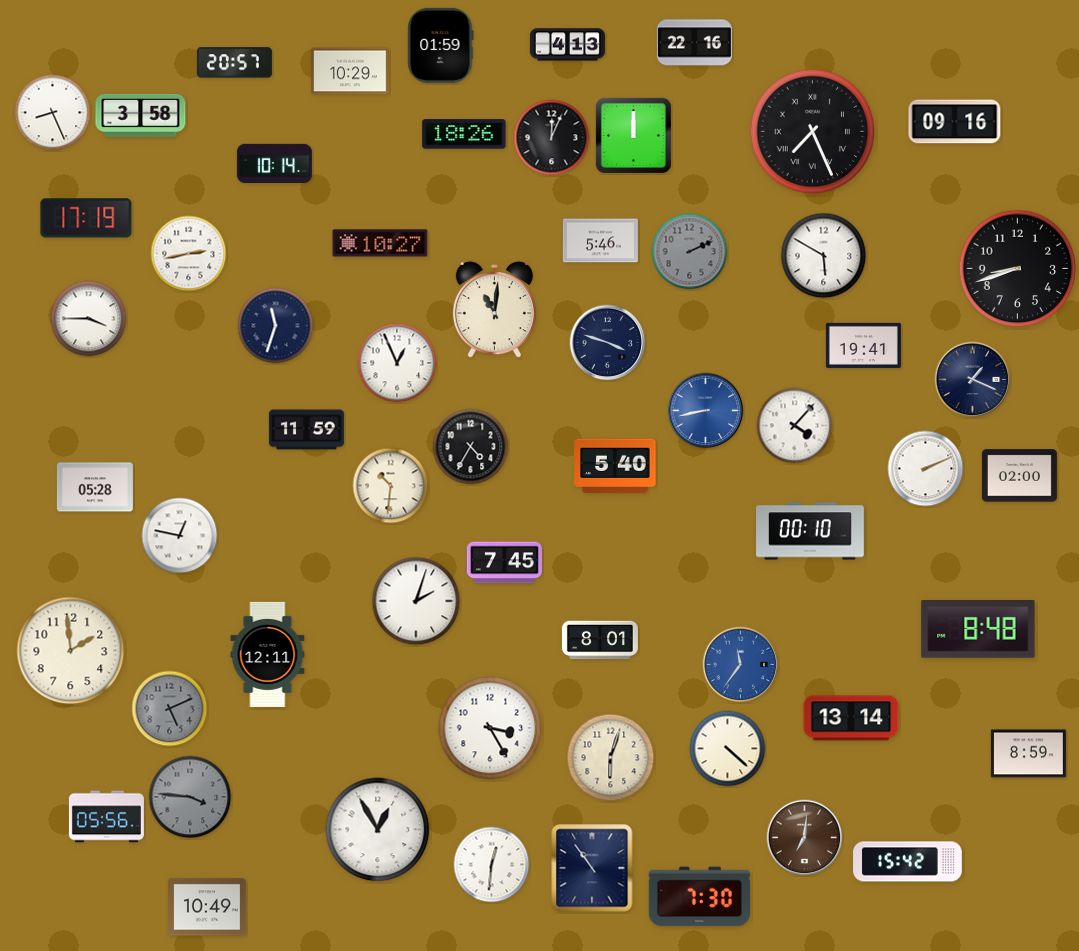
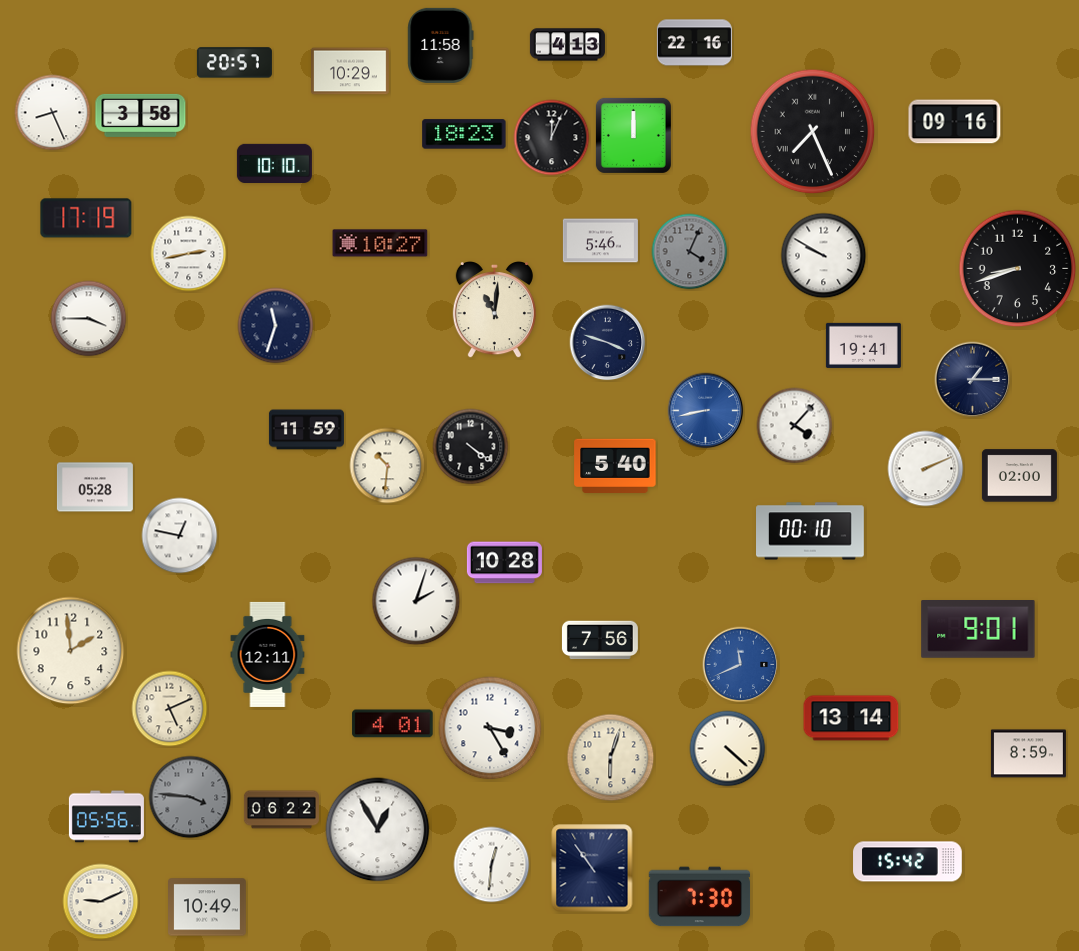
clock at (441, 45): 01:59 -> 11:58
clock at (464, 134): 18:26 -> 18:23
clock at (274, 163): 10:14 -> 10:10
clock at (690, 252): 2:11 -> 4:04
clock at (824, 256): 5:50 -> 9:50
clock at (397, 363): 12:56 -> none
clock at (973, 380): 1:19 -> 1:15
clock at (471, 447): 4:35 -> 4:21
clock at (391, 486) position: (391, 486) -> (388, 466)
clock at (504, 563): 7:45 -> 10:28
clock at (978, 630): 8:48 -> 9:01
clock at (600, 640): 8:01 -> 7:56
clock at (741, 665): 11:36 -> 11:41
clock at (170, 709) dial: grey -> cream
clock at (393, 724): none -> 4:01
clock at (281, 810): none -> 06:22
clock at (805, 838): 7:01 -> none
clock at (101, 902): none -> 9:11
